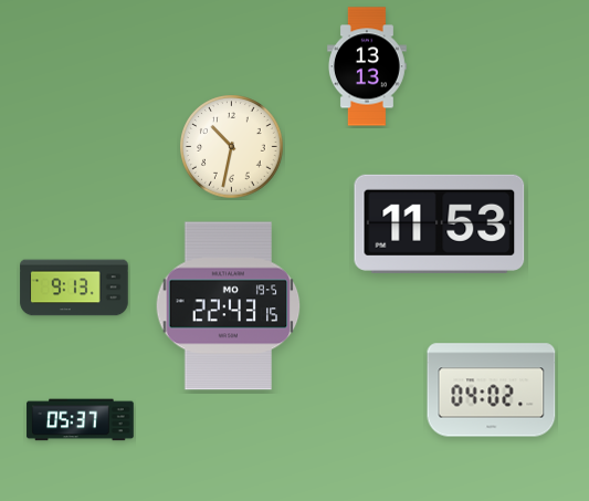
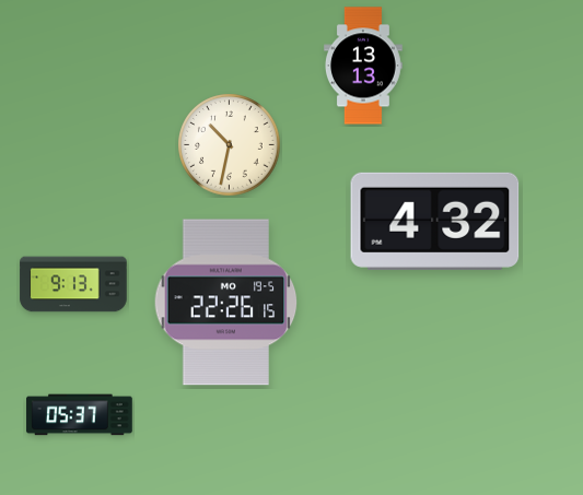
clock at (440, 223): 11:53 -> 4:32
clock at (229, 306): 22:43 -> 22:26
clock at (492, 390): 04:02 -> none
